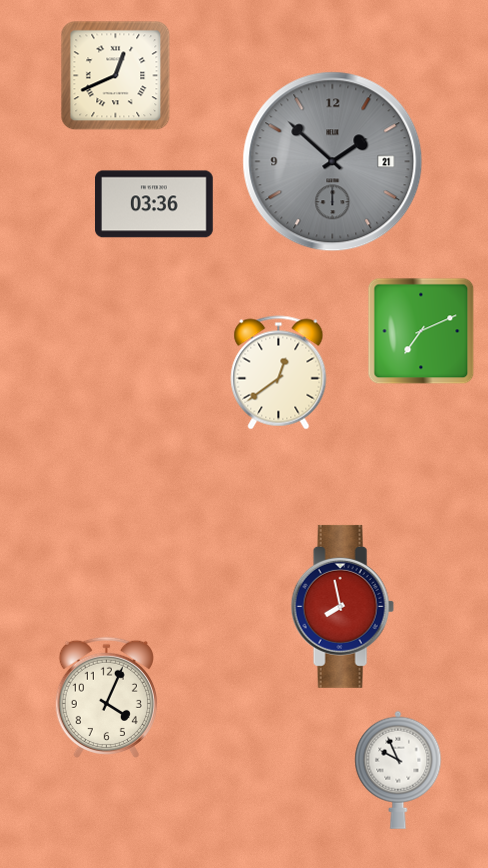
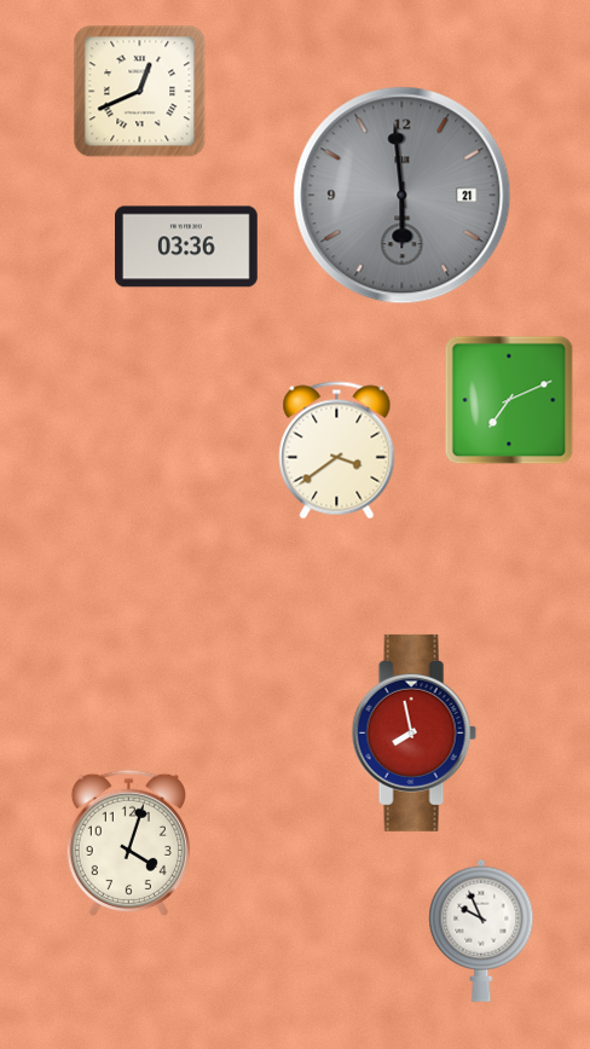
clock at (333, 162): 1:52 -> 5:59
clock at (279, 373): 12:39 -> 3:39
clock at (106, 697): 4:04 -> 4:03
